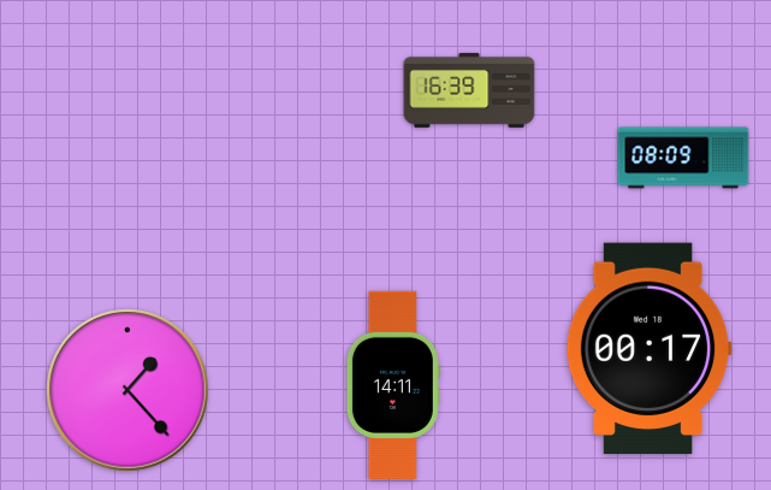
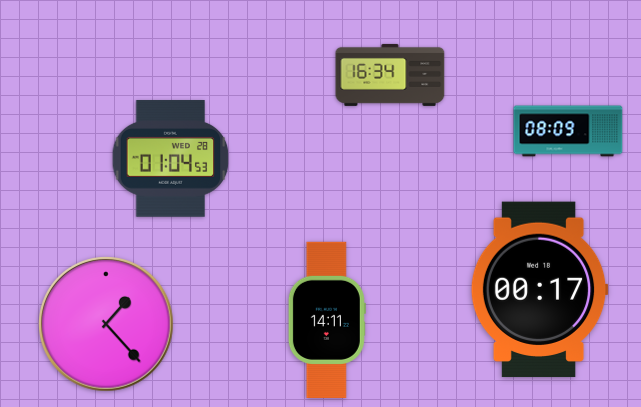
clock at (469, 90): 16:39 -> 16:34
clock at (171, 159): none -> 01:04
